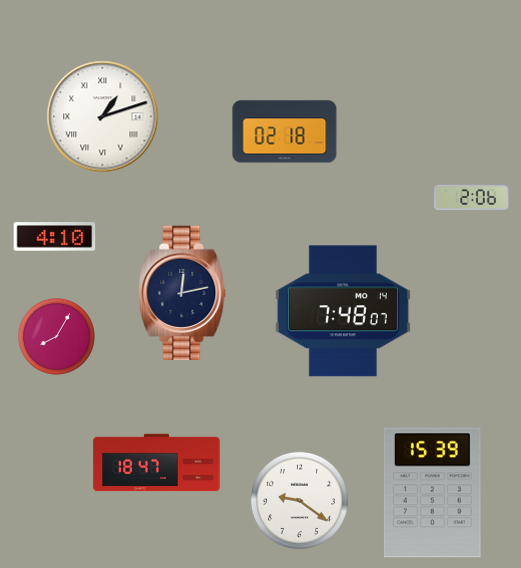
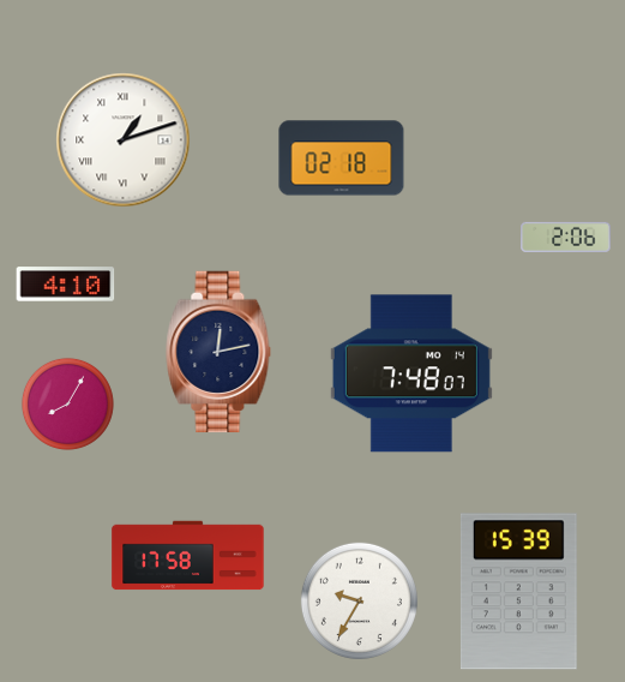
clock at (157, 463): 18:47 -> 17:58
clock at (299, 500): 9:21 -> 9:35
